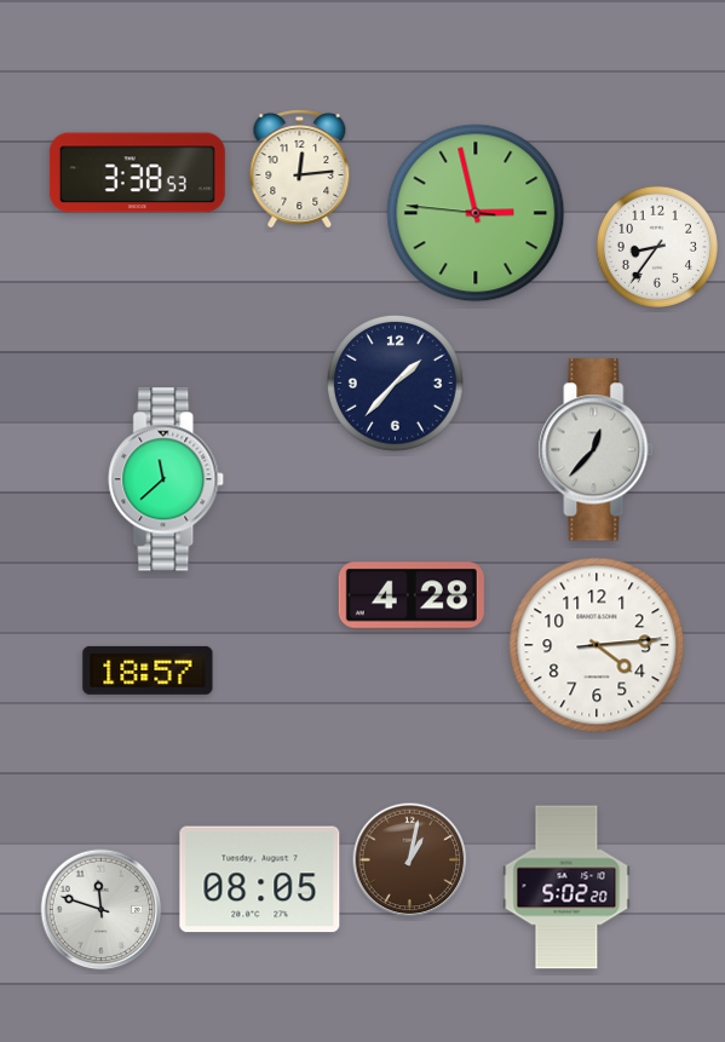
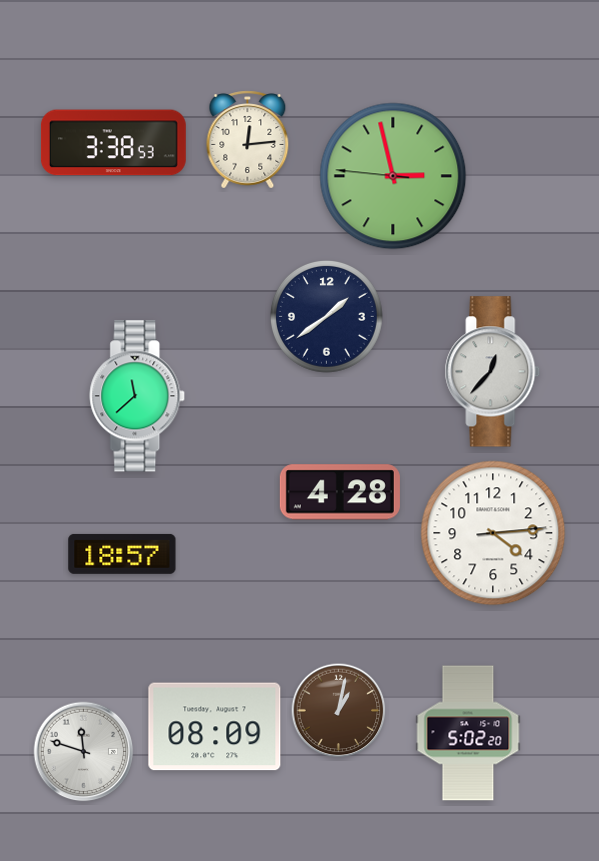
clock at (657, 247): 8:36 -> none
clock at (395, 382): 1:37 -> 1:39
clock at (260, 880): 08:05 -> 08:09
